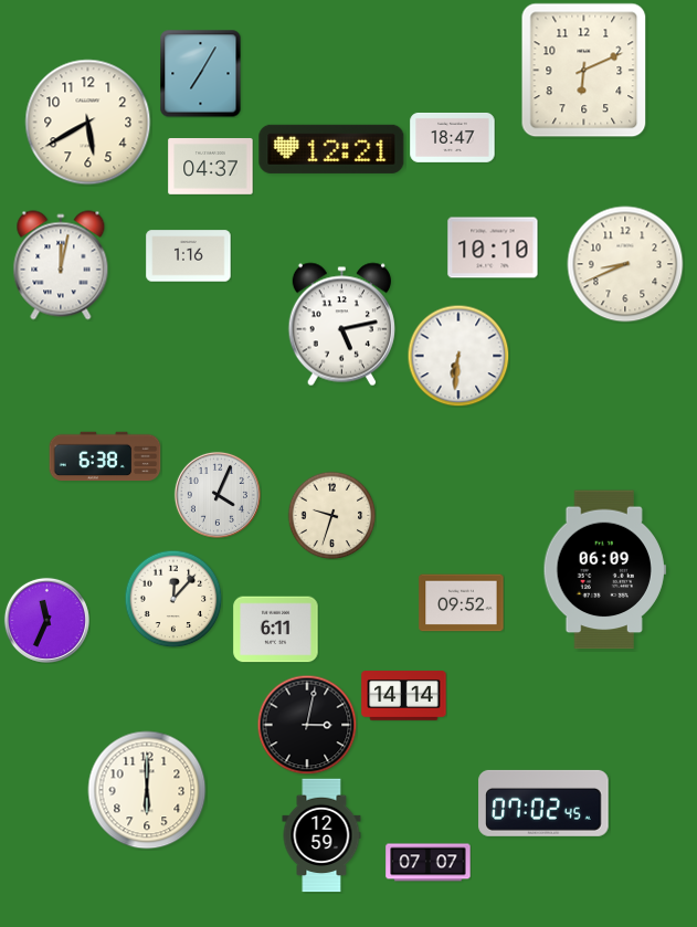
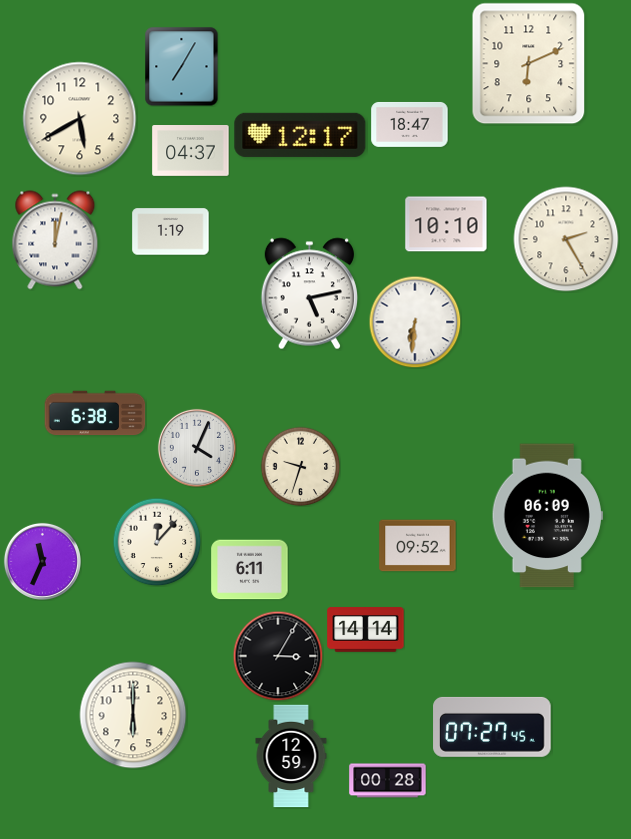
clock at (88, 123) position: (88, 123) -> (80, 119)
clock at (331, 149): 12:21 -> 12:17
clock at (189, 256): 1:16 -> 1:19
clock at (625, 264): 8:41 -> 2:25
clock at (307, 725): 3:02 -> 3:05
clock at (543, 803): 07:02 -> 07:27
clock at (429, 863): 07:07 -> 00:28
